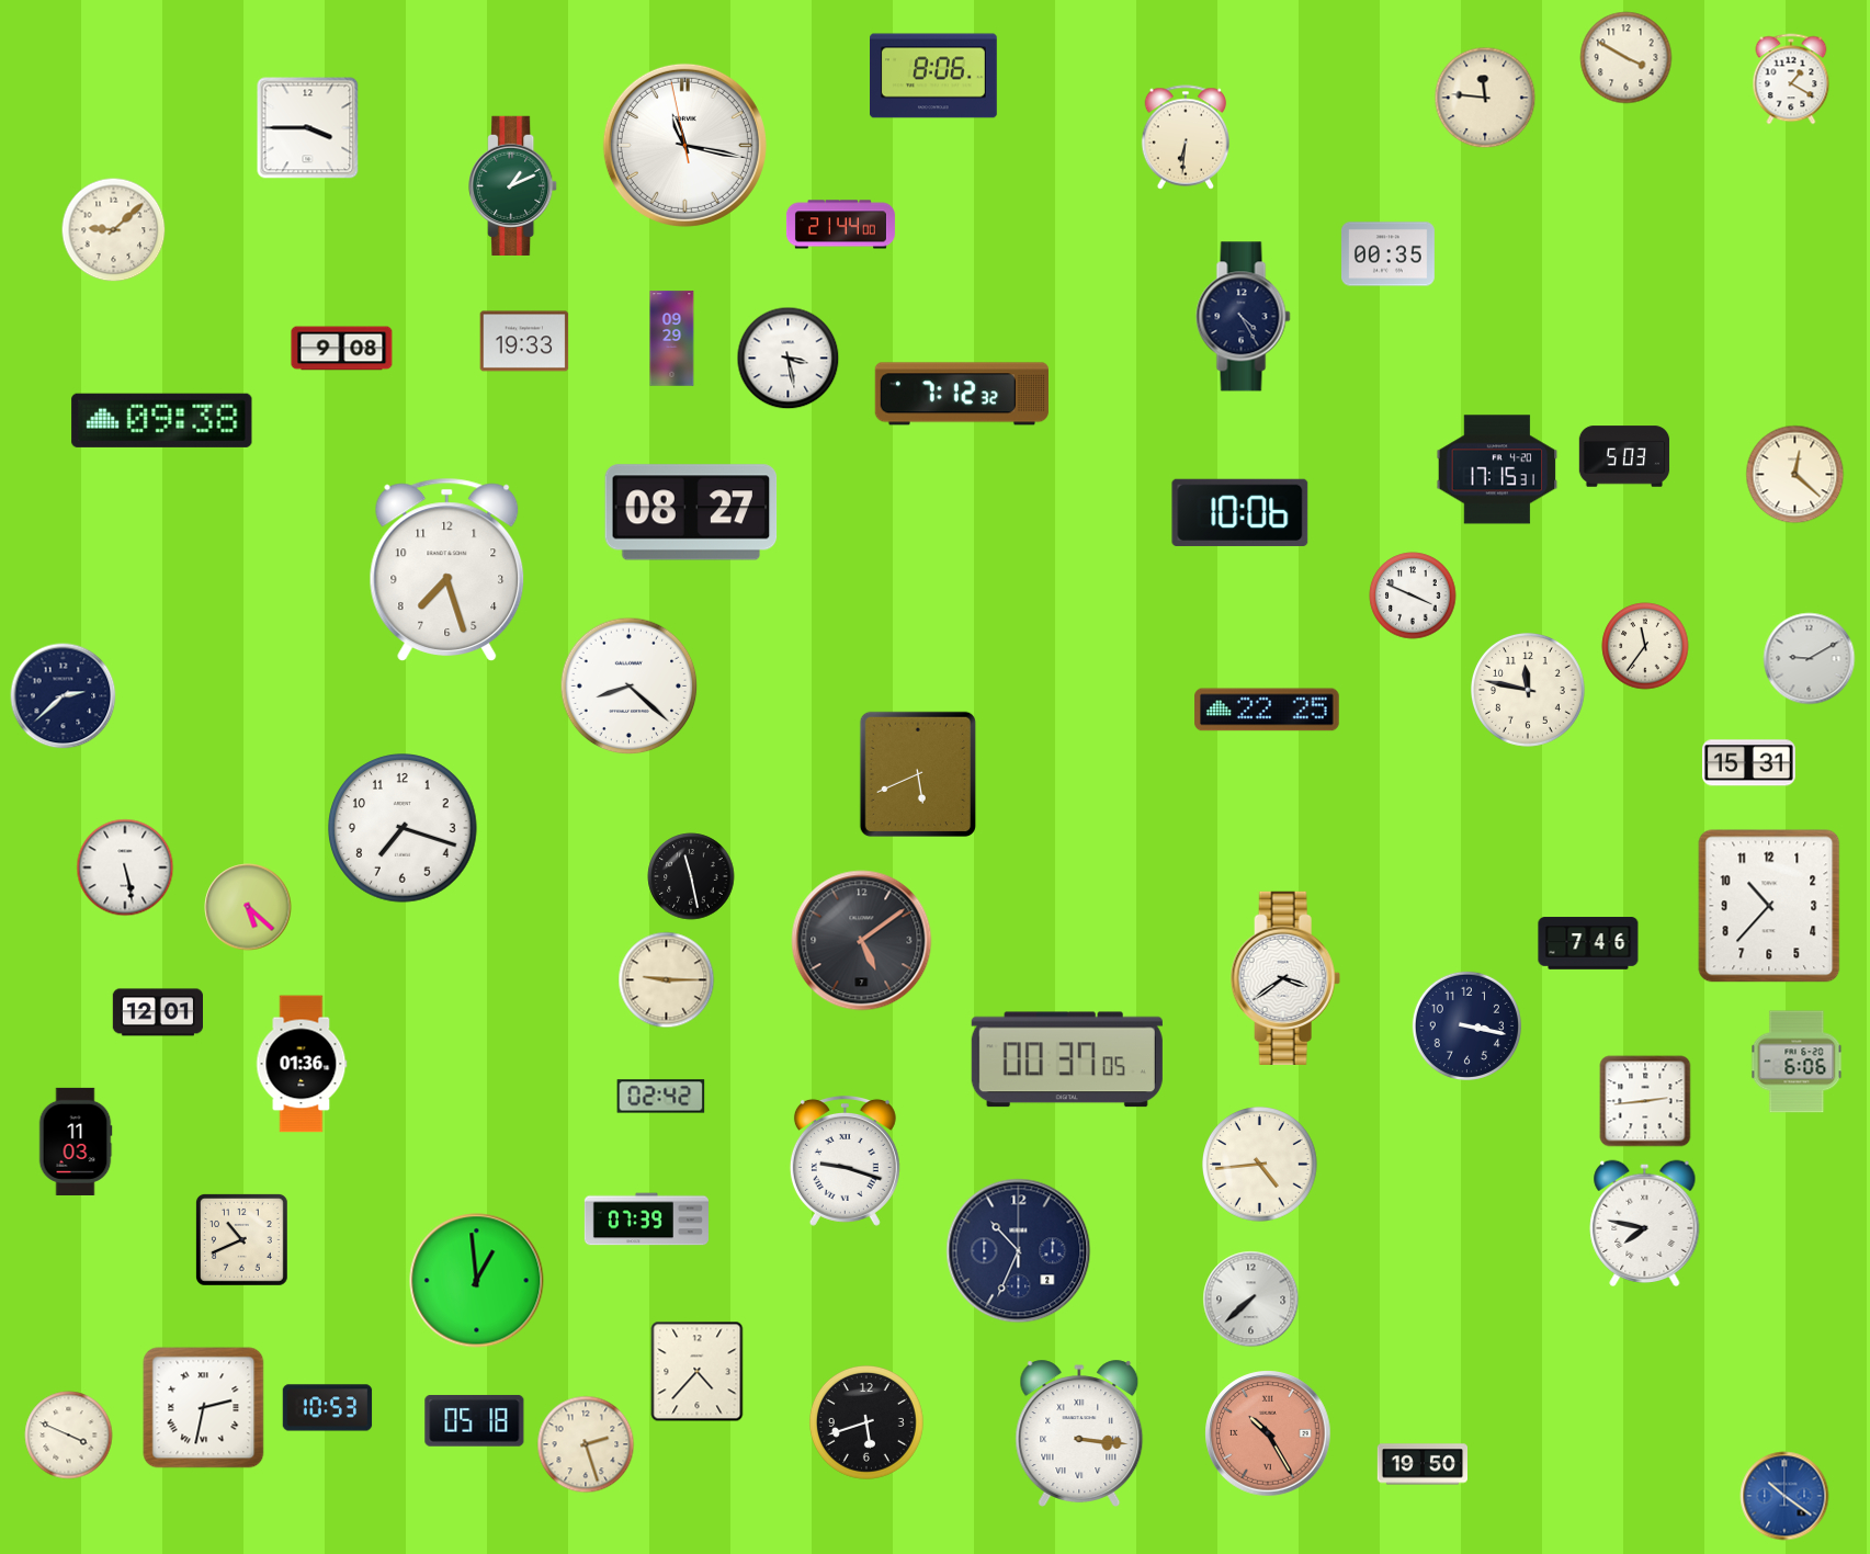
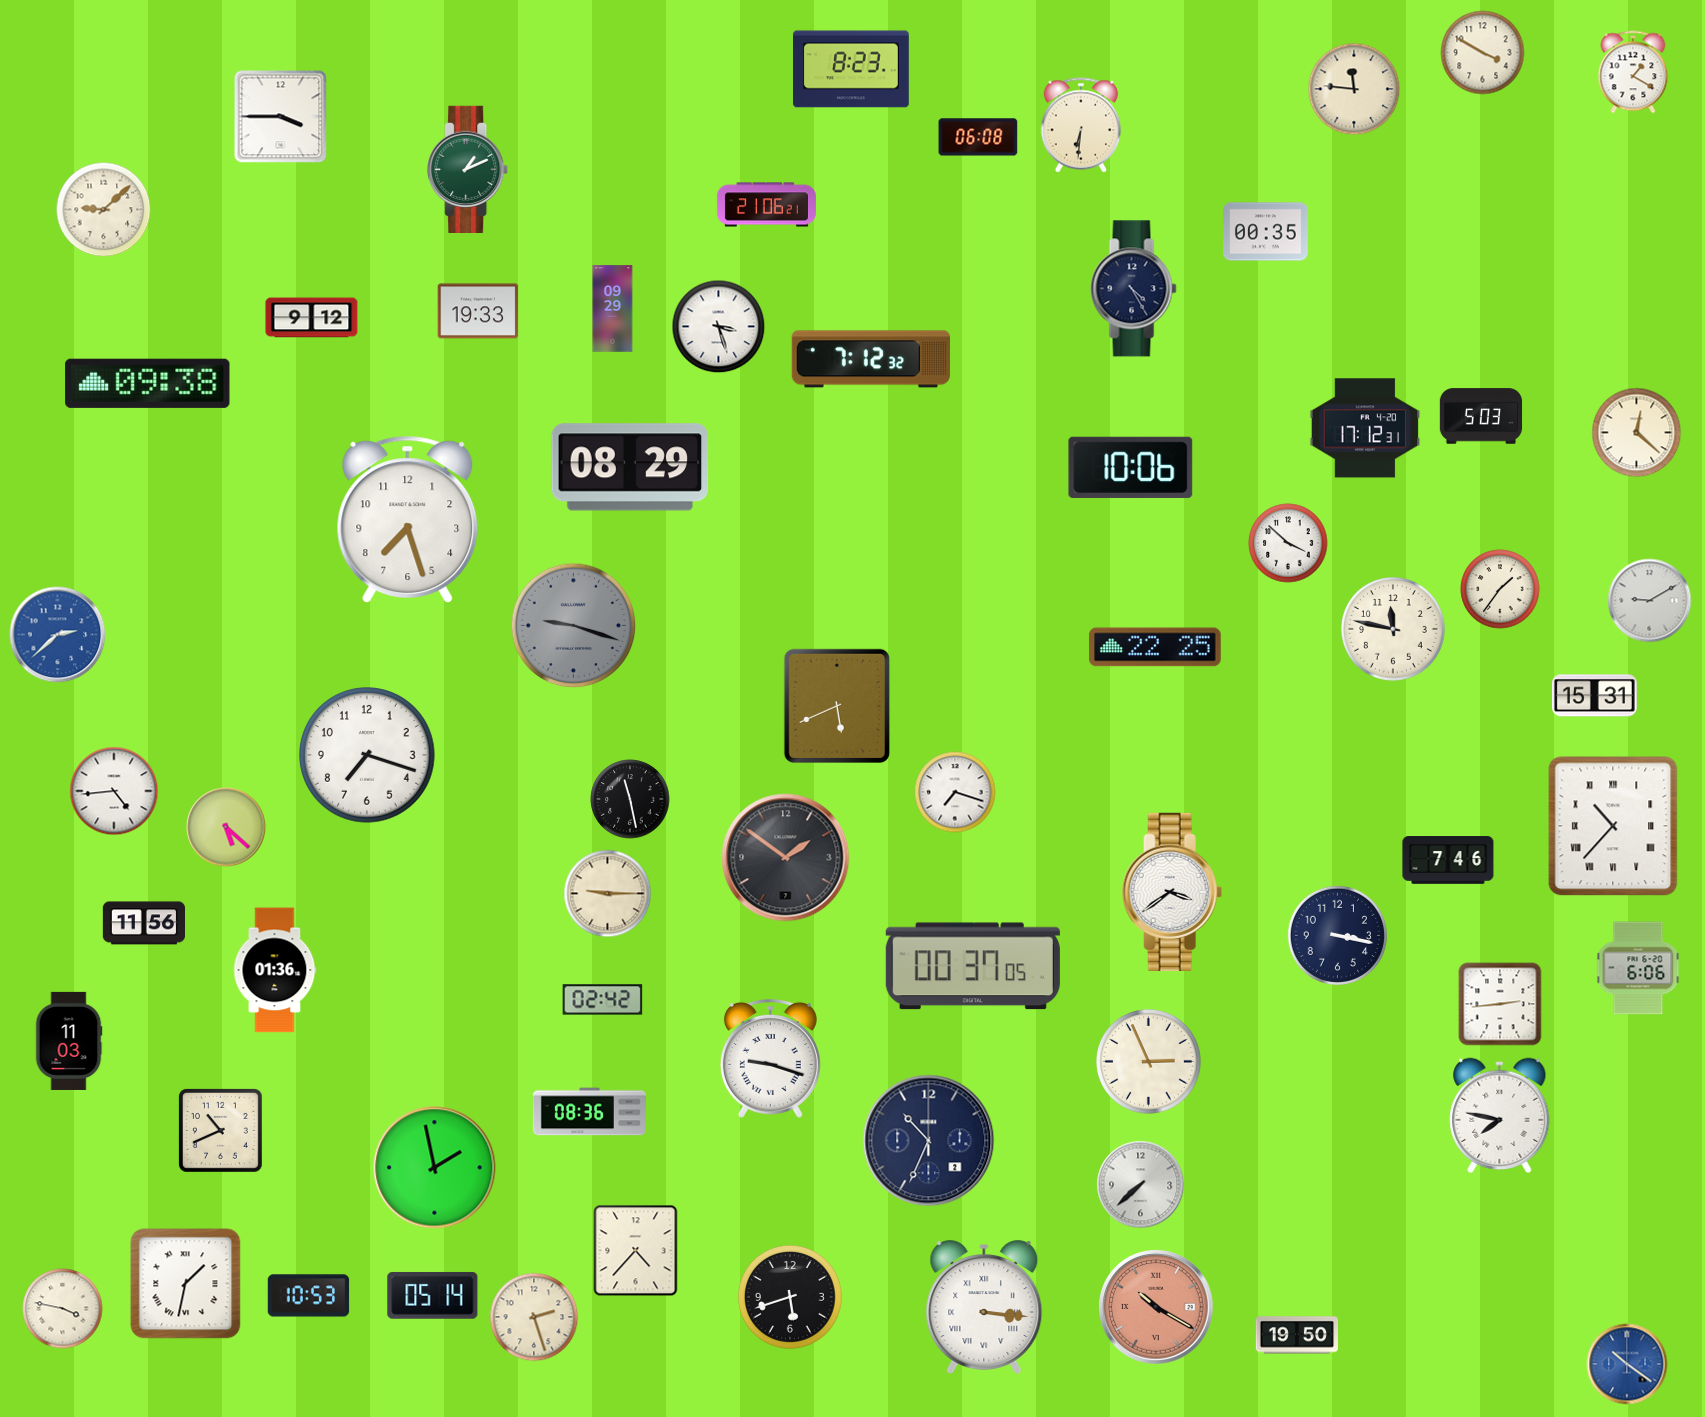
clock at (934, 76): 8:06 -> 8:23
clock at (684, 145): 11:16 -> none
clock at (978, 137): none -> 06:08
clock at (840, 225): 21:44 -> 21:06
clock at (342, 349): 9:08 -> 9:12
clock at (789, 359): 3:28 -> 3:27
clock at (962, 394) position: (962, 394) -> (871, 359)
clock at (1497, 469): 17:15 -> 17:12
clock at (691, 512): 08:27 -> 08:29
clock at (1413, 595): 3:49 -> 3:52
clock at (1645, 646): 11:36 -> 1:36
clock at (630, 687): 8:22 -> 9:18
clock at (630, 687) dial: white -> grey
clock at (64, 696) dial: navy -> blue
clock at (125, 867): 5:28 -> 4:44
clock at (955, 792): none -> 7:18
clock at (1769, 906) numerals: Arabic -> Roman
clock at (862, 941): 5:09 -> 1:51
clock at (157, 1012): 12:01 -> 11:56
clock at (1260, 1165): 4:44 -> 2:56
clock at (646, 1220): 07:39 -> 08:36
clock at (477, 1281): 12:59 -> 1:58
clock at (204, 1408): 2:32 -> 1:32
clock at (328, 1408) position: (328, 1408) -> (309, 1296)
clock at (475, 1420): 05:18 -> 05:14
clock at (1268, 1433): 10:25 -> 10:20
clock at (69, 1436): 3:49 -> 3:47
